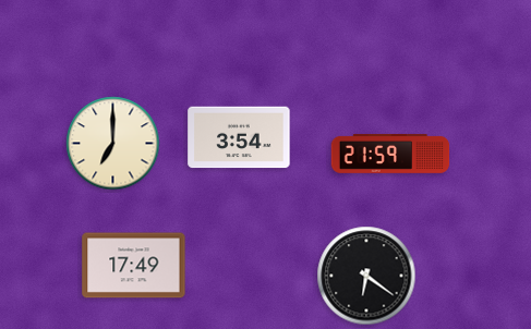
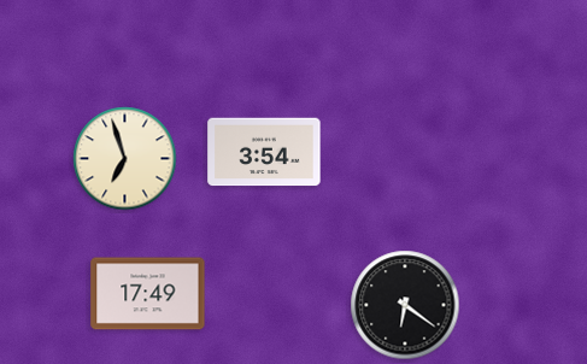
clock at (113, 144): 7:00 -> 6:57
clock at (390, 154): 21:59 -> none
